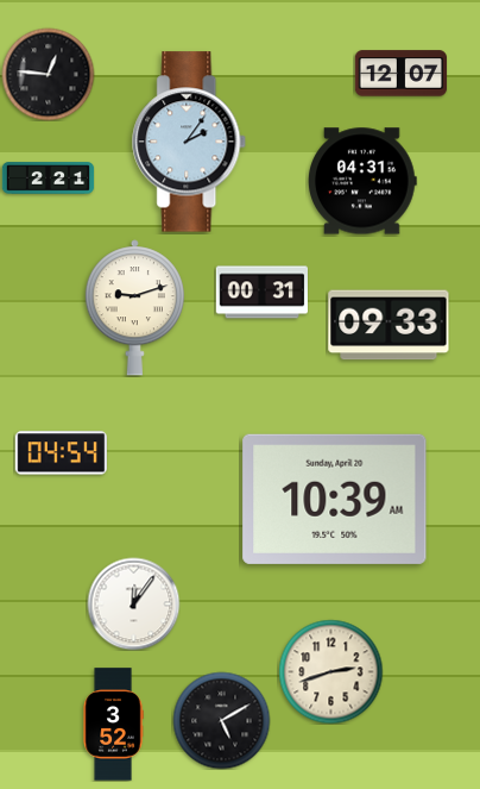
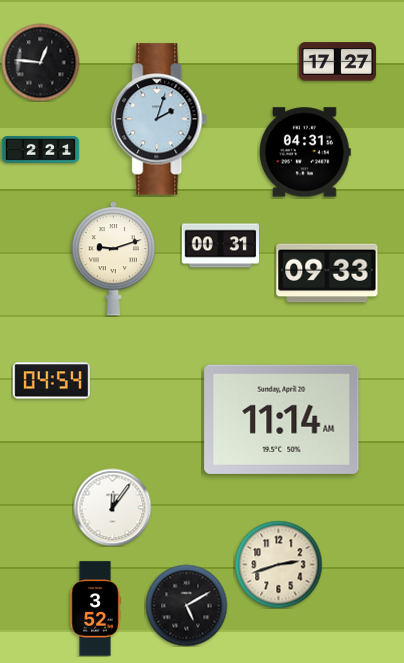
clock at (400, 74): 12:07 -> 17:27
clock at (190, 142): 2:06 -> 2:03
clock at (335, 499): 10:39 -> 11:14
